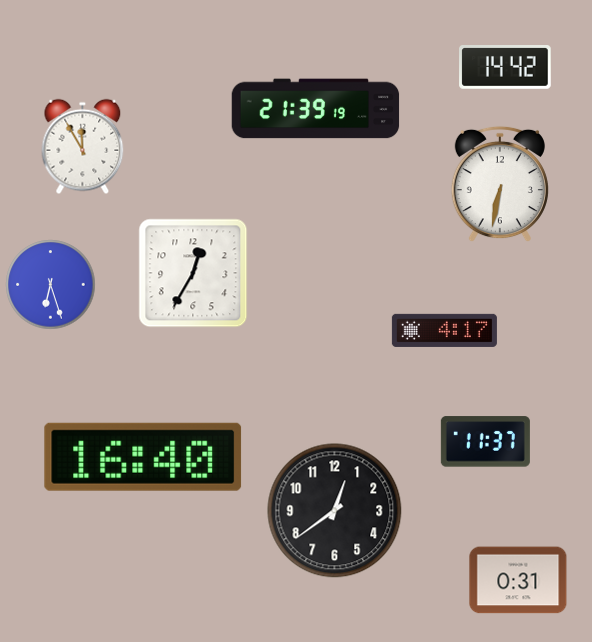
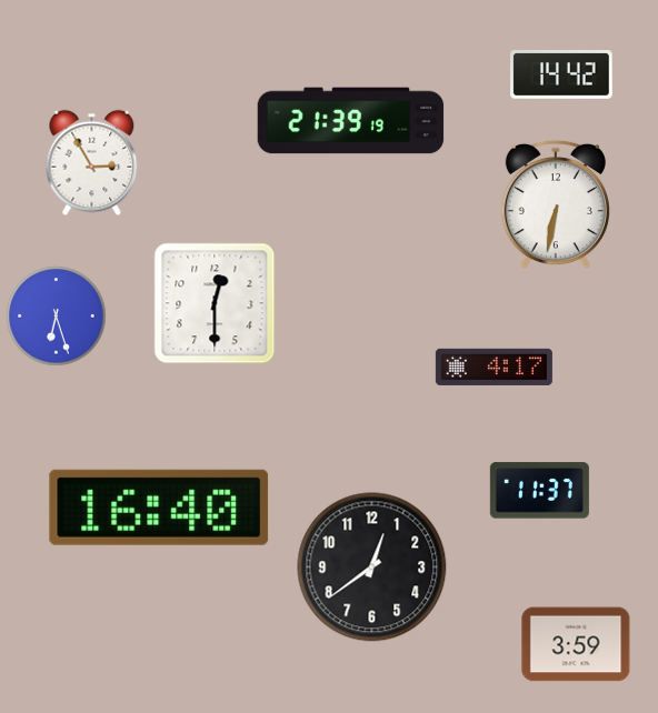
clock at (83, 147): 11:55 -> 2:55
clock at (193, 273): 12:35 -> 12:30
clock at (518, 580): 0:31 -> 3:59
